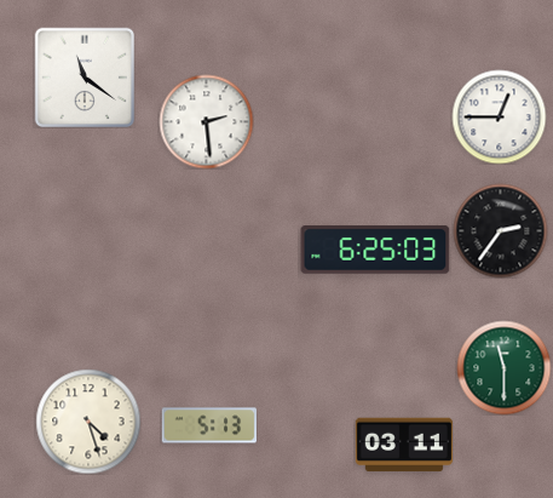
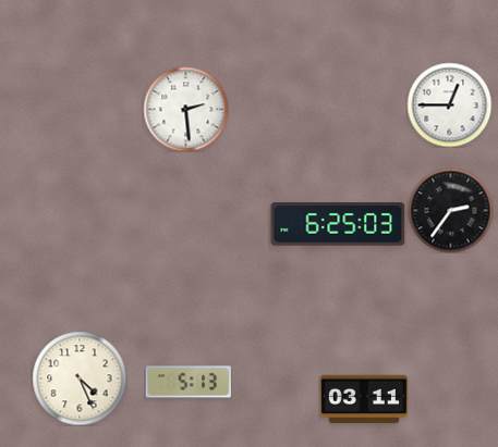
clock at (85, 78): 11:21 -> none
clock at (500, 230) position: (500, 230) -> (450, 210)
clock at (503, 367): 11:30 -> none
clock at (88, 422): 4:27 -> 4:26
